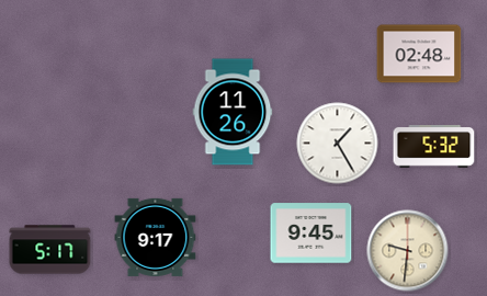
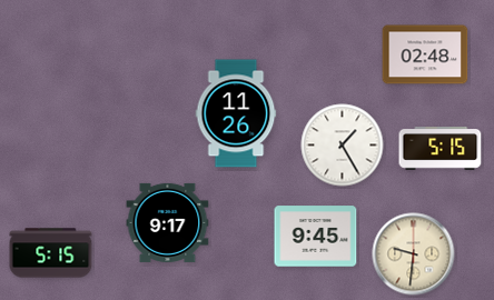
clock at (434, 147): 5:32 -> 5:15
clock at (156, 237) position: (156, 237) -> (168, 222)
clock at (50, 250): 5:17 -> 5:15
